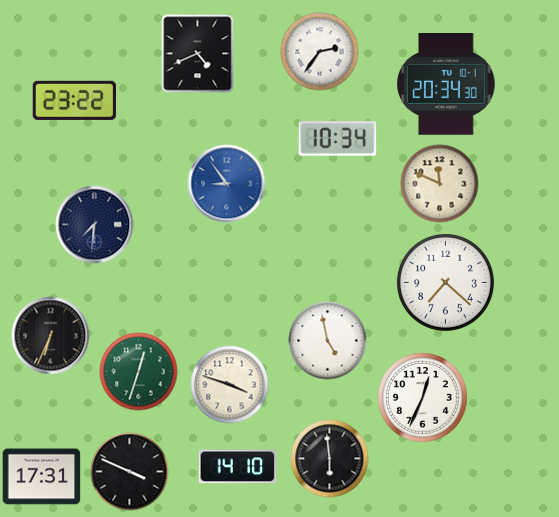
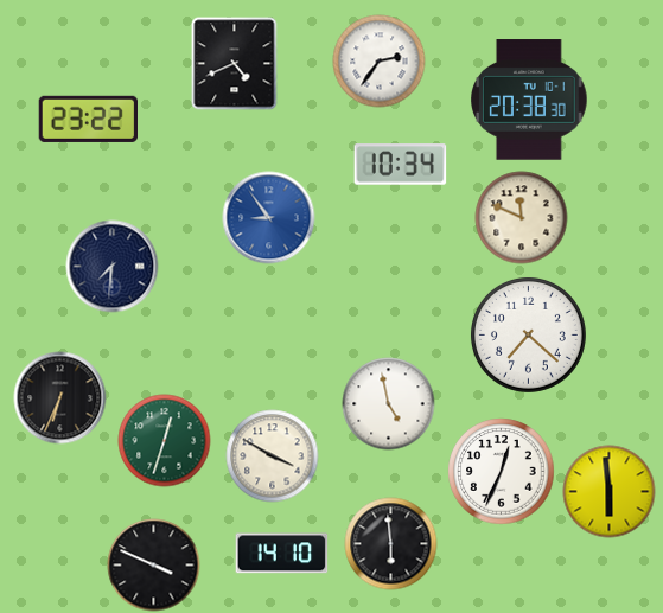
clock at (446, 84): 20:34 -> 20:38
clock at (229, 384): 3:48 -> 3:50
clock at (608, 491): none -> 5:59
clock at (129, 471) position: (129, 471) -> (153, 564)
clock at (41, 477): 17:31 -> none
